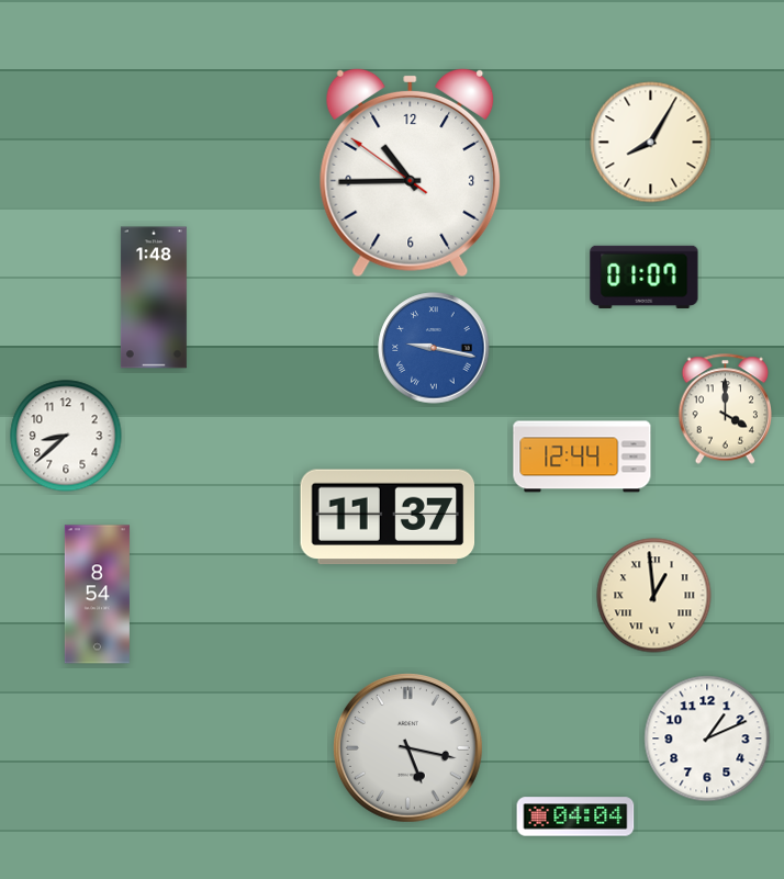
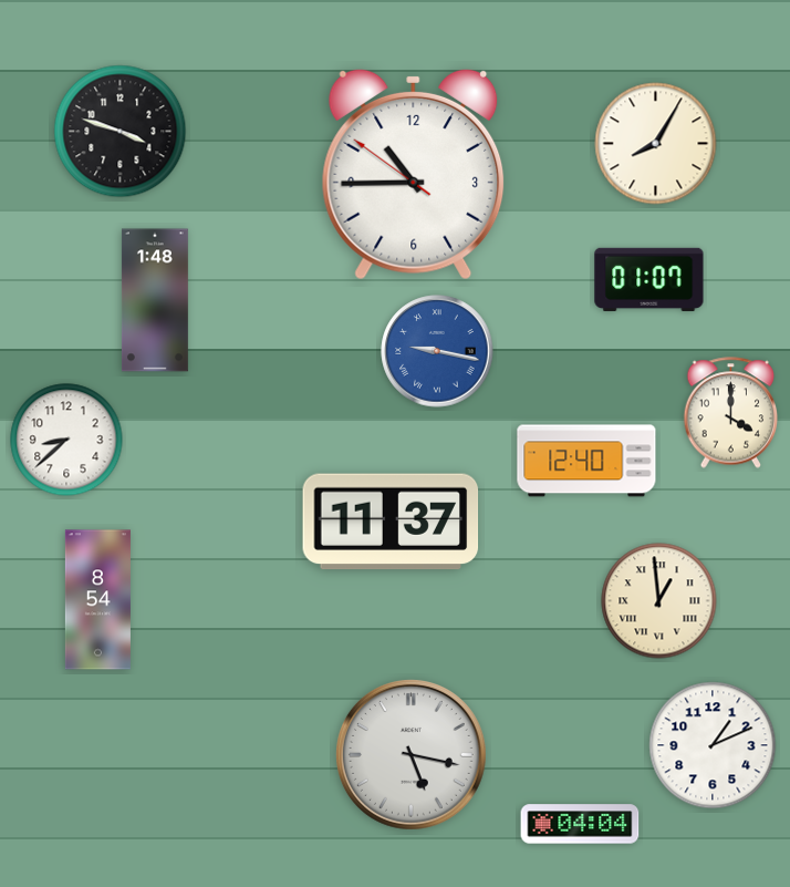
clock at (121, 132): none -> 3:48
clock at (582, 457): 12:44 -> 12:40
